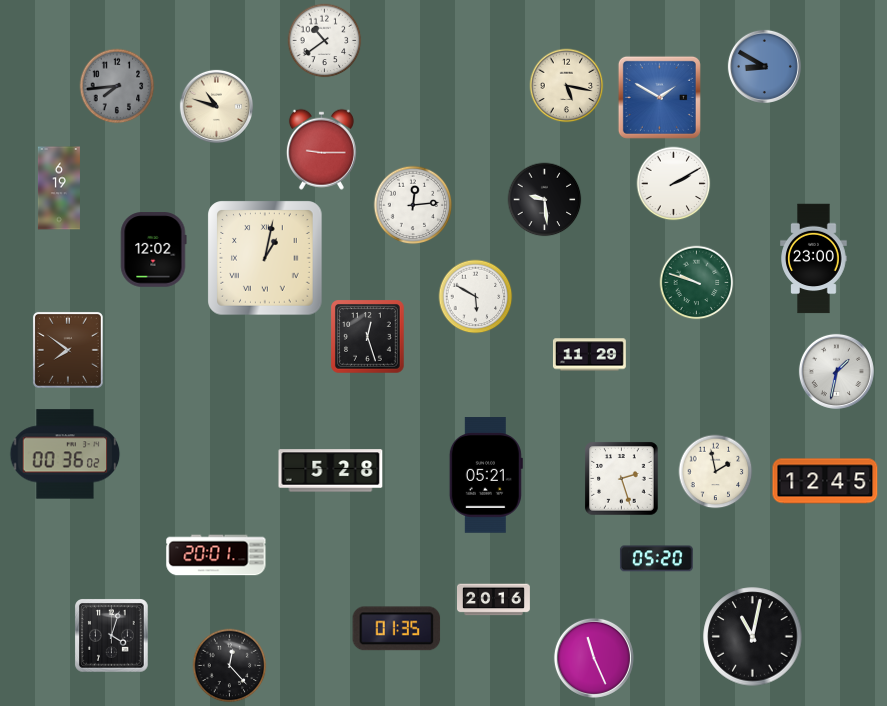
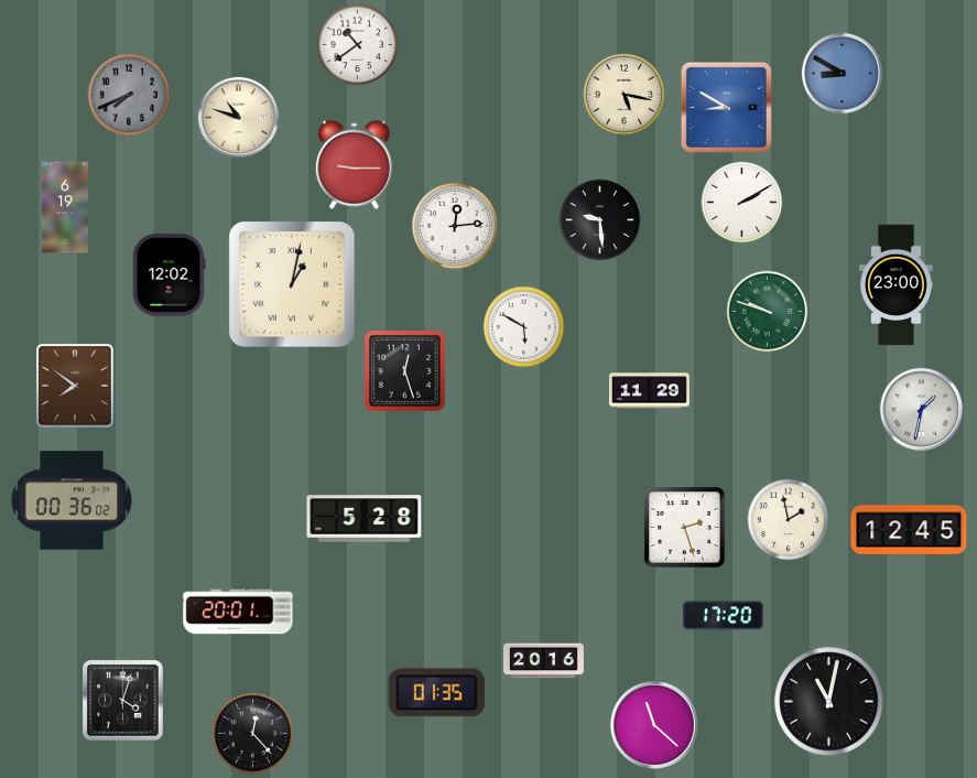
clock at (117, 86): 7:44 -> 7:41
clock at (659, 97): 1:50 -> 8:50
clock at (486, 475): 05:21 -> none
clock at (656, 559): 05:20 -> 17:20
clock at (594, 658): 11:26 -> 11:22
